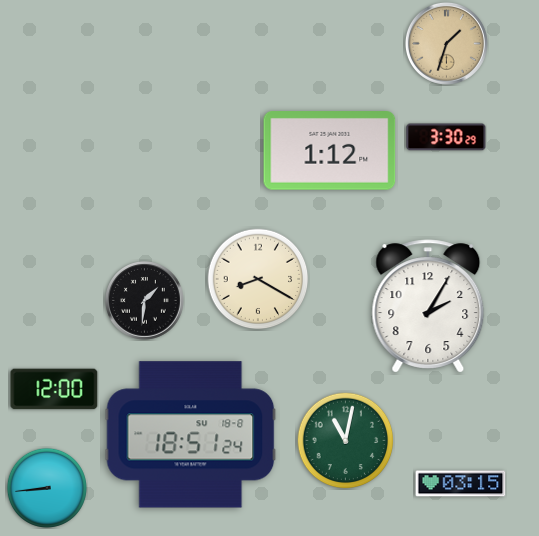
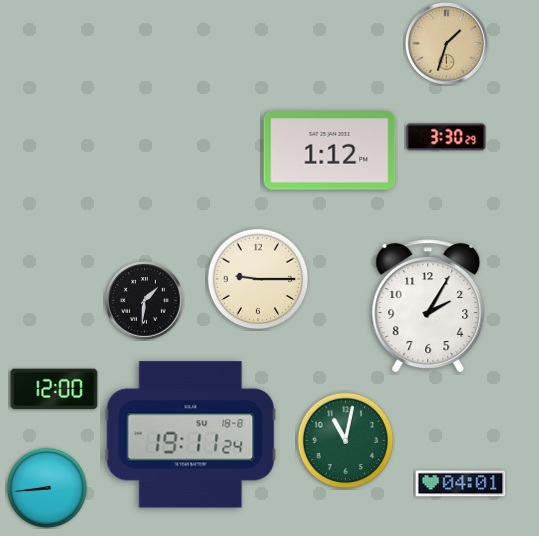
clock at (258, 279): 8:20 -> 9:15
clock at (191, 435): 18:51 -> 19:11
clock at (461, 484): 03:15 -> 04:01
